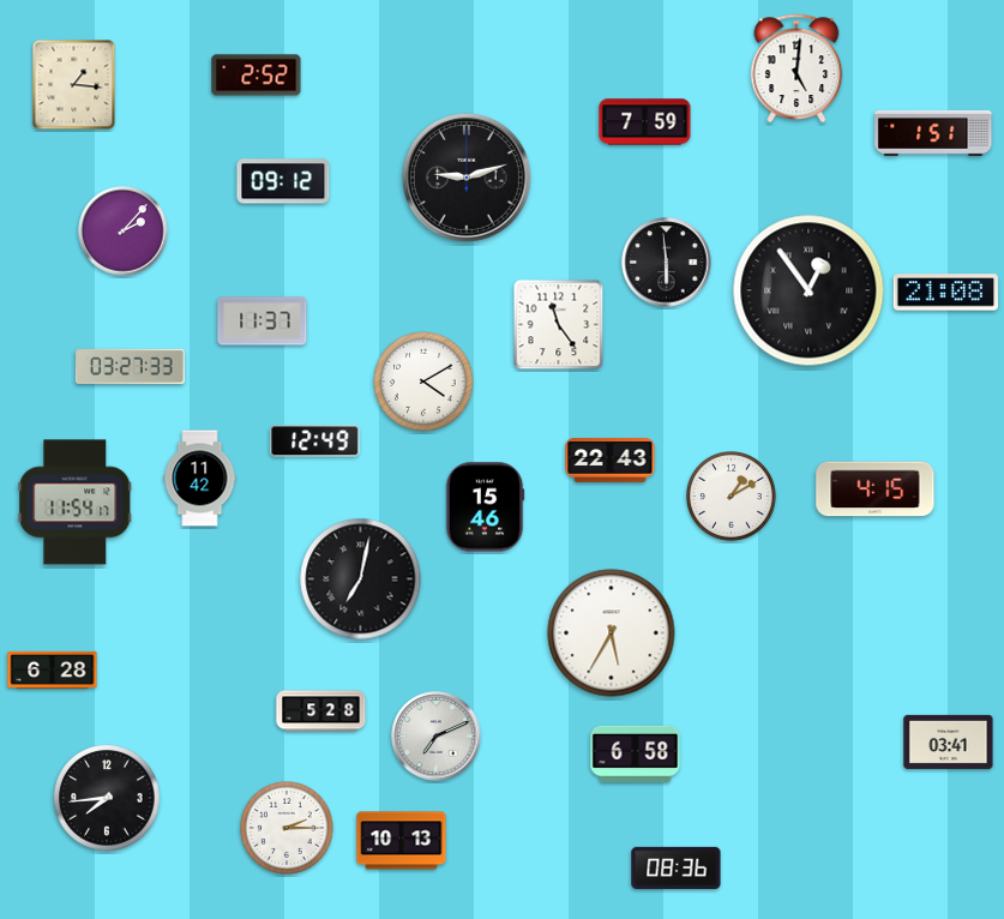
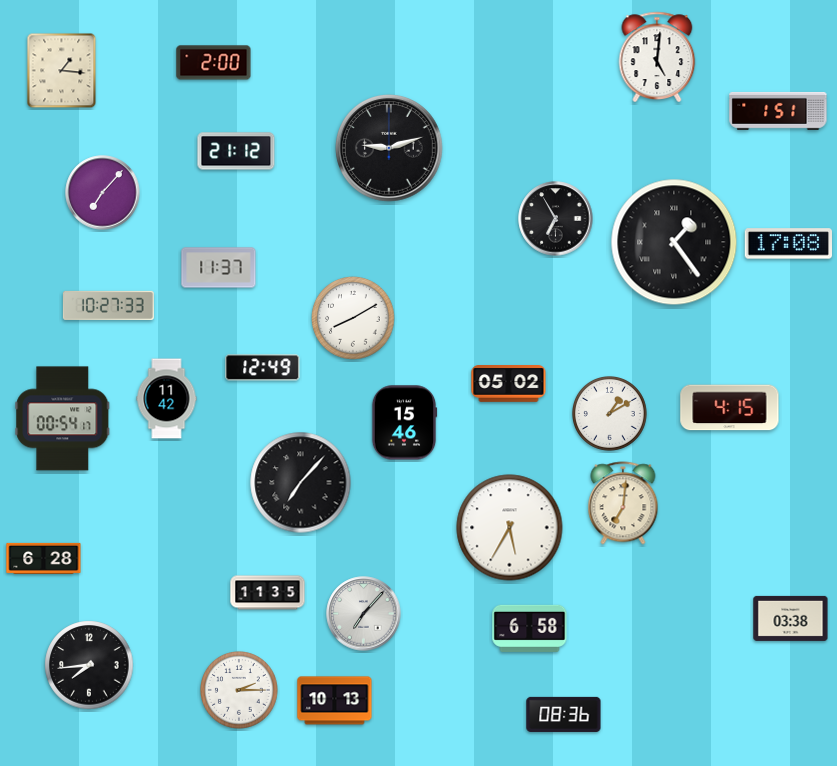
clock at (796, 67) position: (796, 67) -> (657, 56)
clock at (257, 76): 2:52 -> 2:00
clock at (645, 122): 7:59 -> none
clock at (283, 181): 09:12 -> 21:12
clock at (124, 232): 2:07 -> 7:07
clock at (667, 263): 5:59 -> 6:55
clock at (808, 290): 12:54 -> 1:24
clock at (945, 293): 21:08 -> 17:08
clock at (559, 325): 11:24 -> none
clock at (130, 366): 03:27 -> 10:27
clock at (423, 382): 4:10 -> 8:10
clock at (611, 461): 22:43 -> 05:02
clock at (76, 503): 11:54 -> 00:54
clock at (361, 579): 7:02 -> 7:07
clock at (623, 503): none -> 7:01
clock at (321, 711): 5:28 -> 11:35
clock at (437, 737): 7:11 -> 7:07
clock at (949, 741): 03:41 -> 03:38
clock at (677, 867) position: (677, 867) -> (564, 714)
